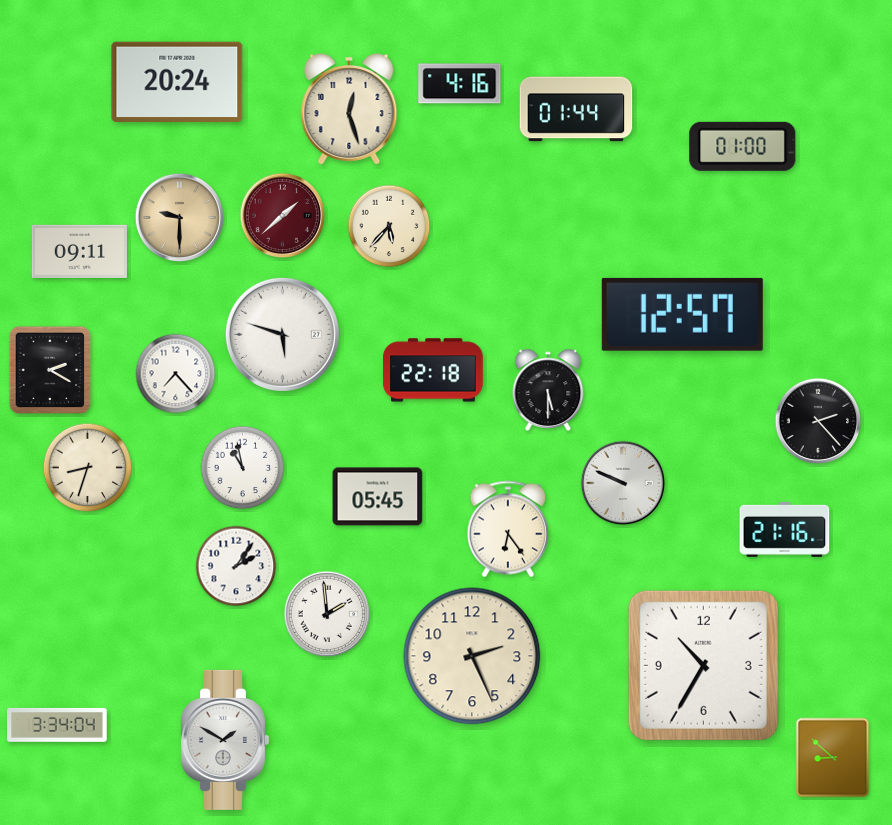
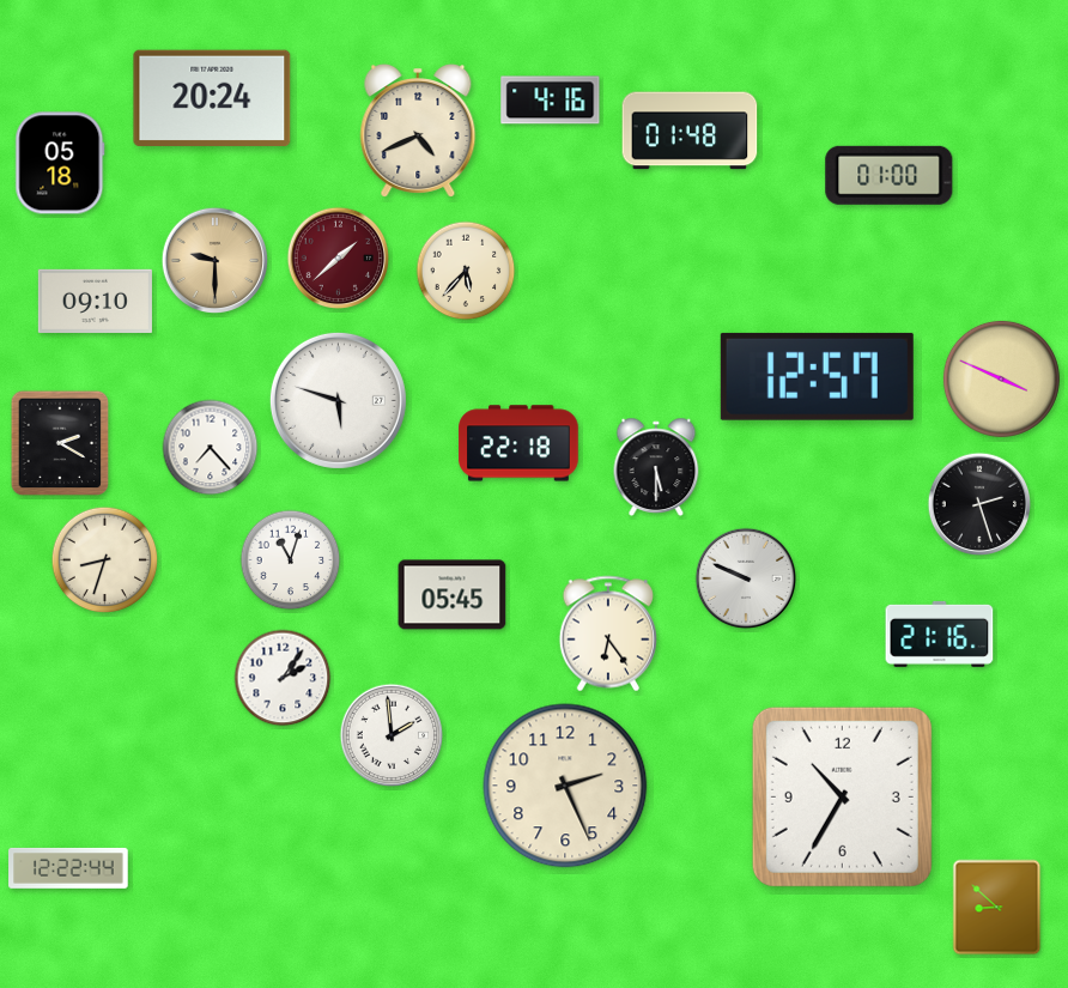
clock at (576, 109): 01:44 -> 01:48
clock at (349, 110): 12:27 -> 4:41
clock at (60, 163): none -> 05:18
clock at (79, 251): 09:11 -> 09:10
clock at (1001, 378): none -> 3:49
clock at (818, 421): 2:23 -> 2:27
clock at (243, 468): 10:58 -> 11:03
clock at (57, 725): 3:34 -> 12:22
clock at (224, 740): 1:50 -> none
